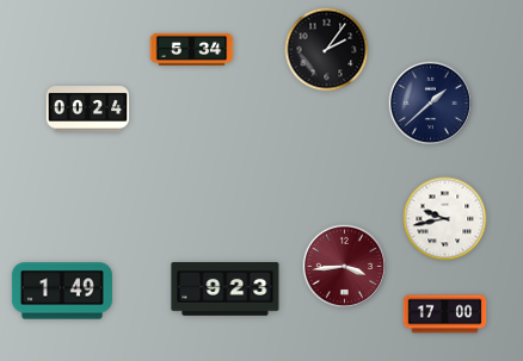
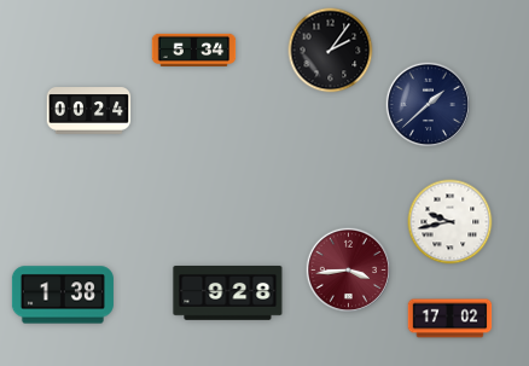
clock at (430, 102) position: (430, 102) -> (428, 104)
clock at (226, 290): 9:23 -> 9:28
clock at (62, 291): 1:49 -> 1:38
clock at (445, 315): 17:00 -> 17:02
